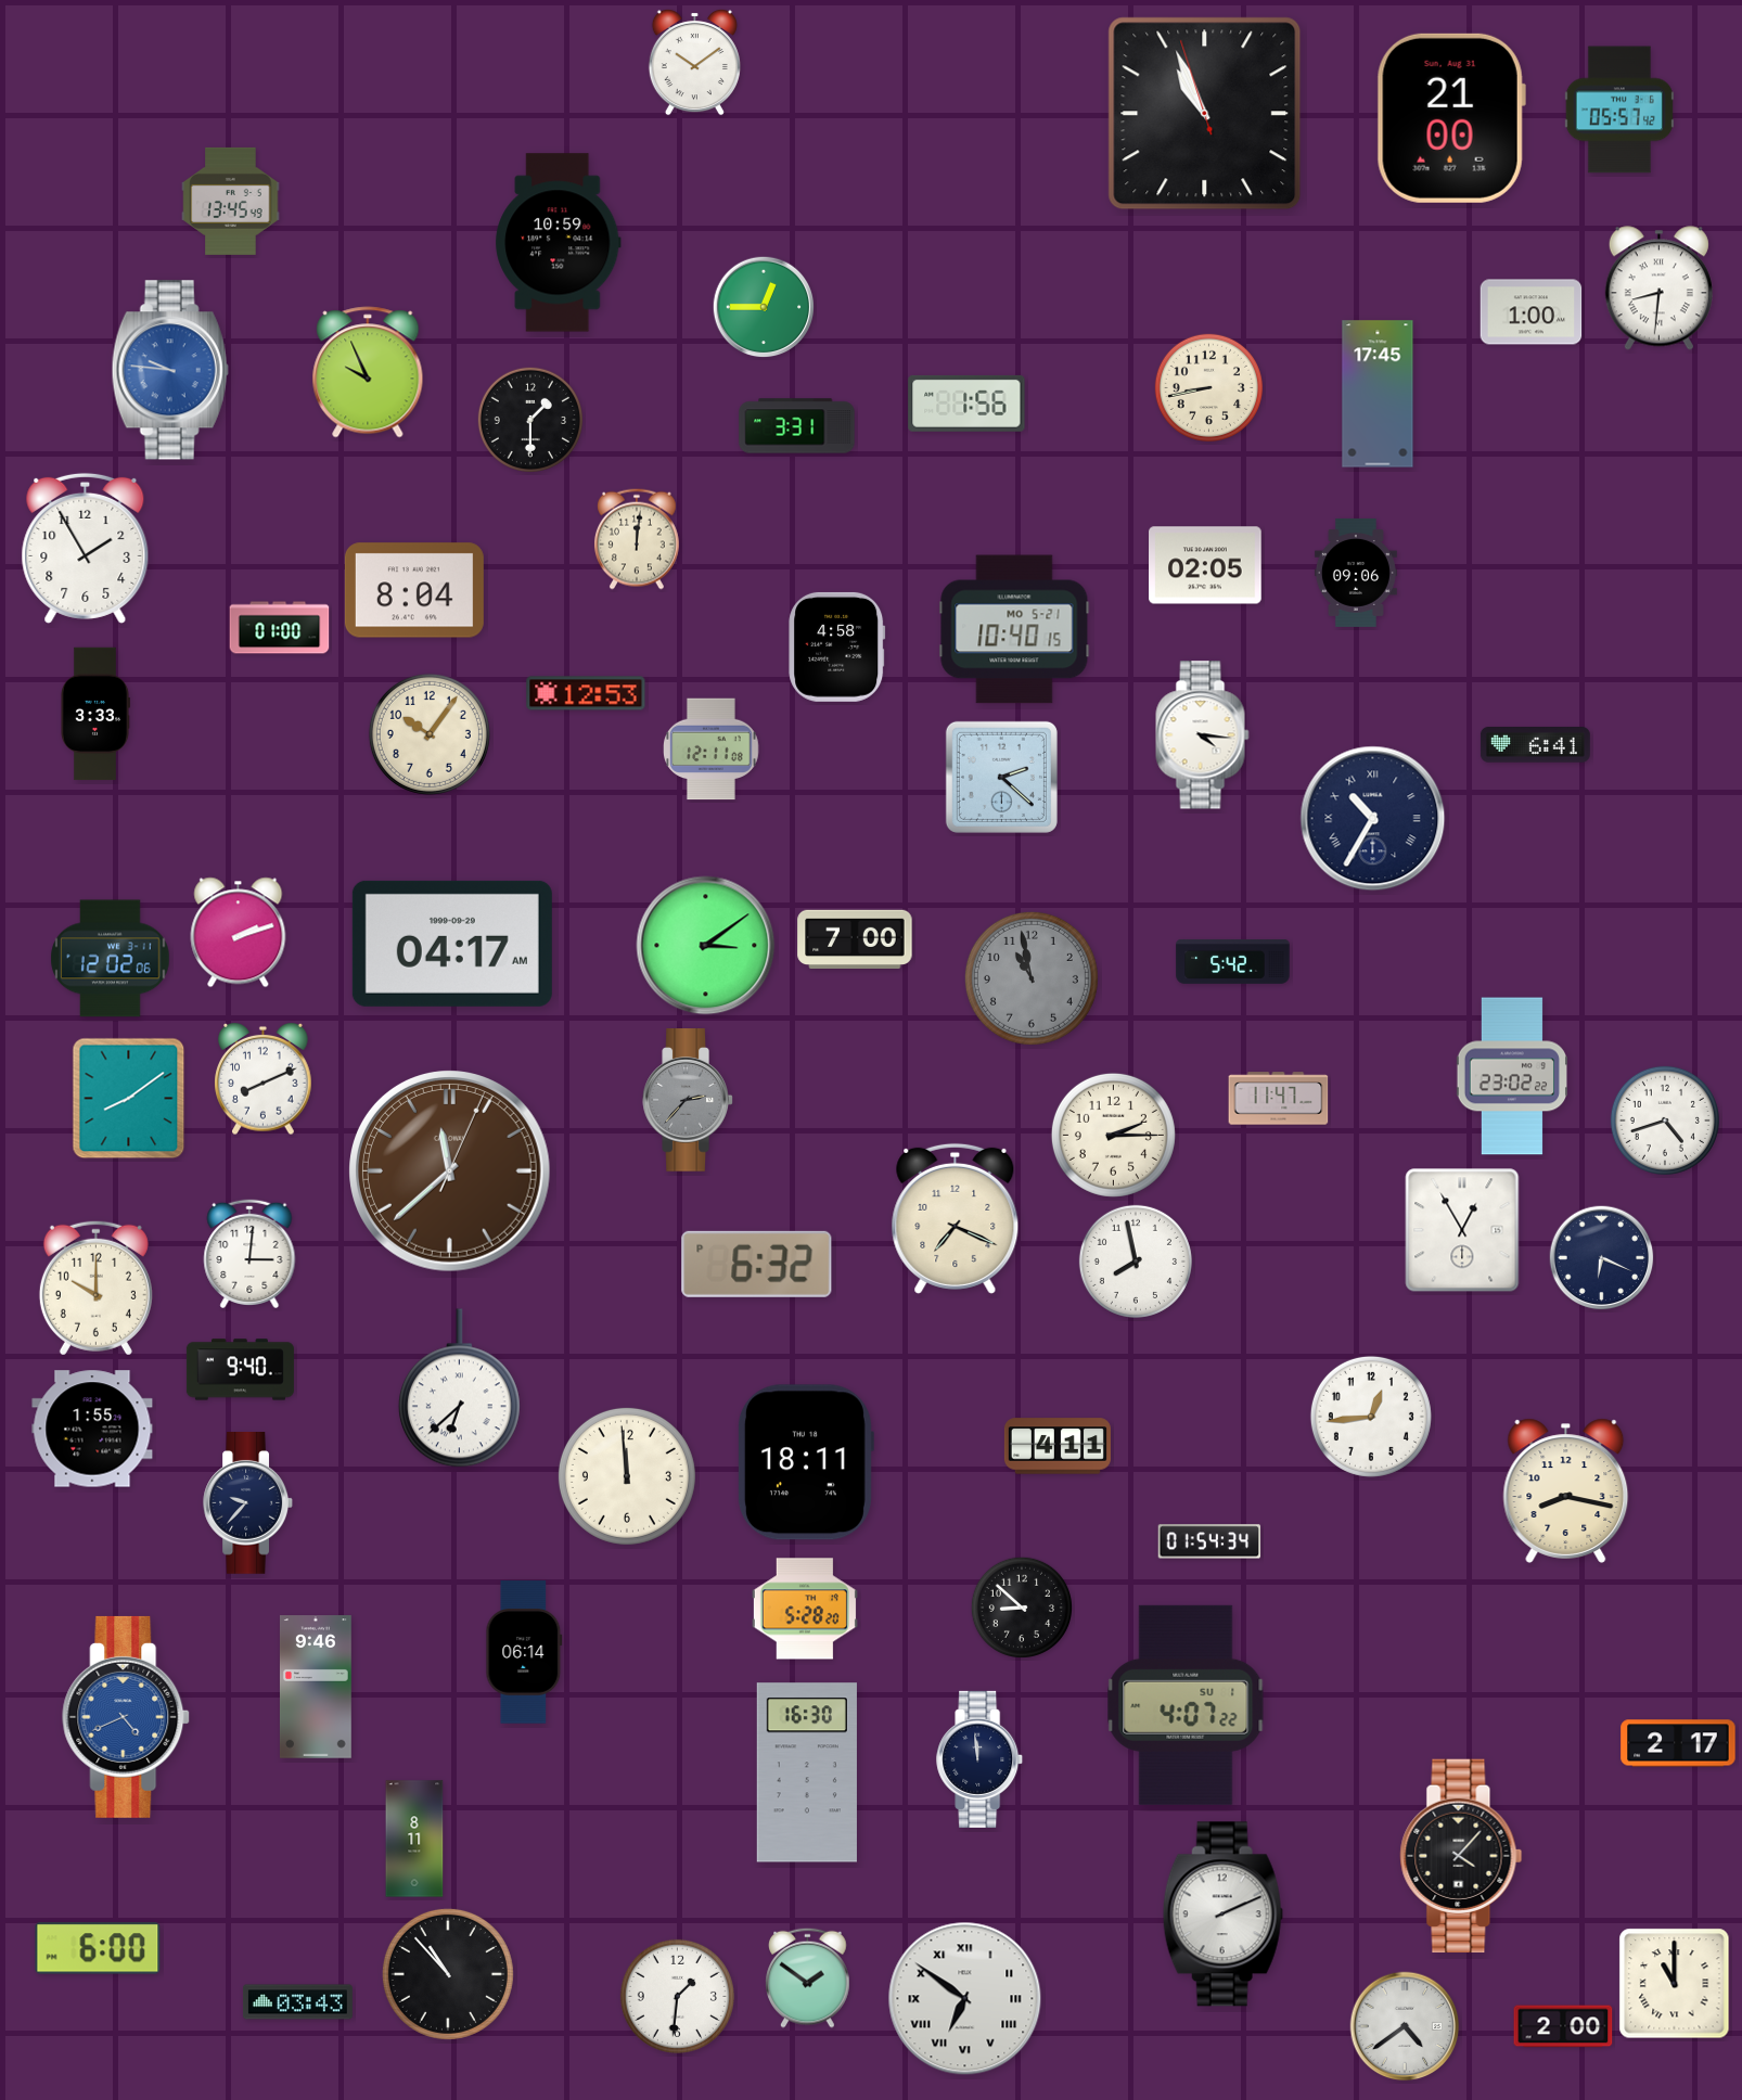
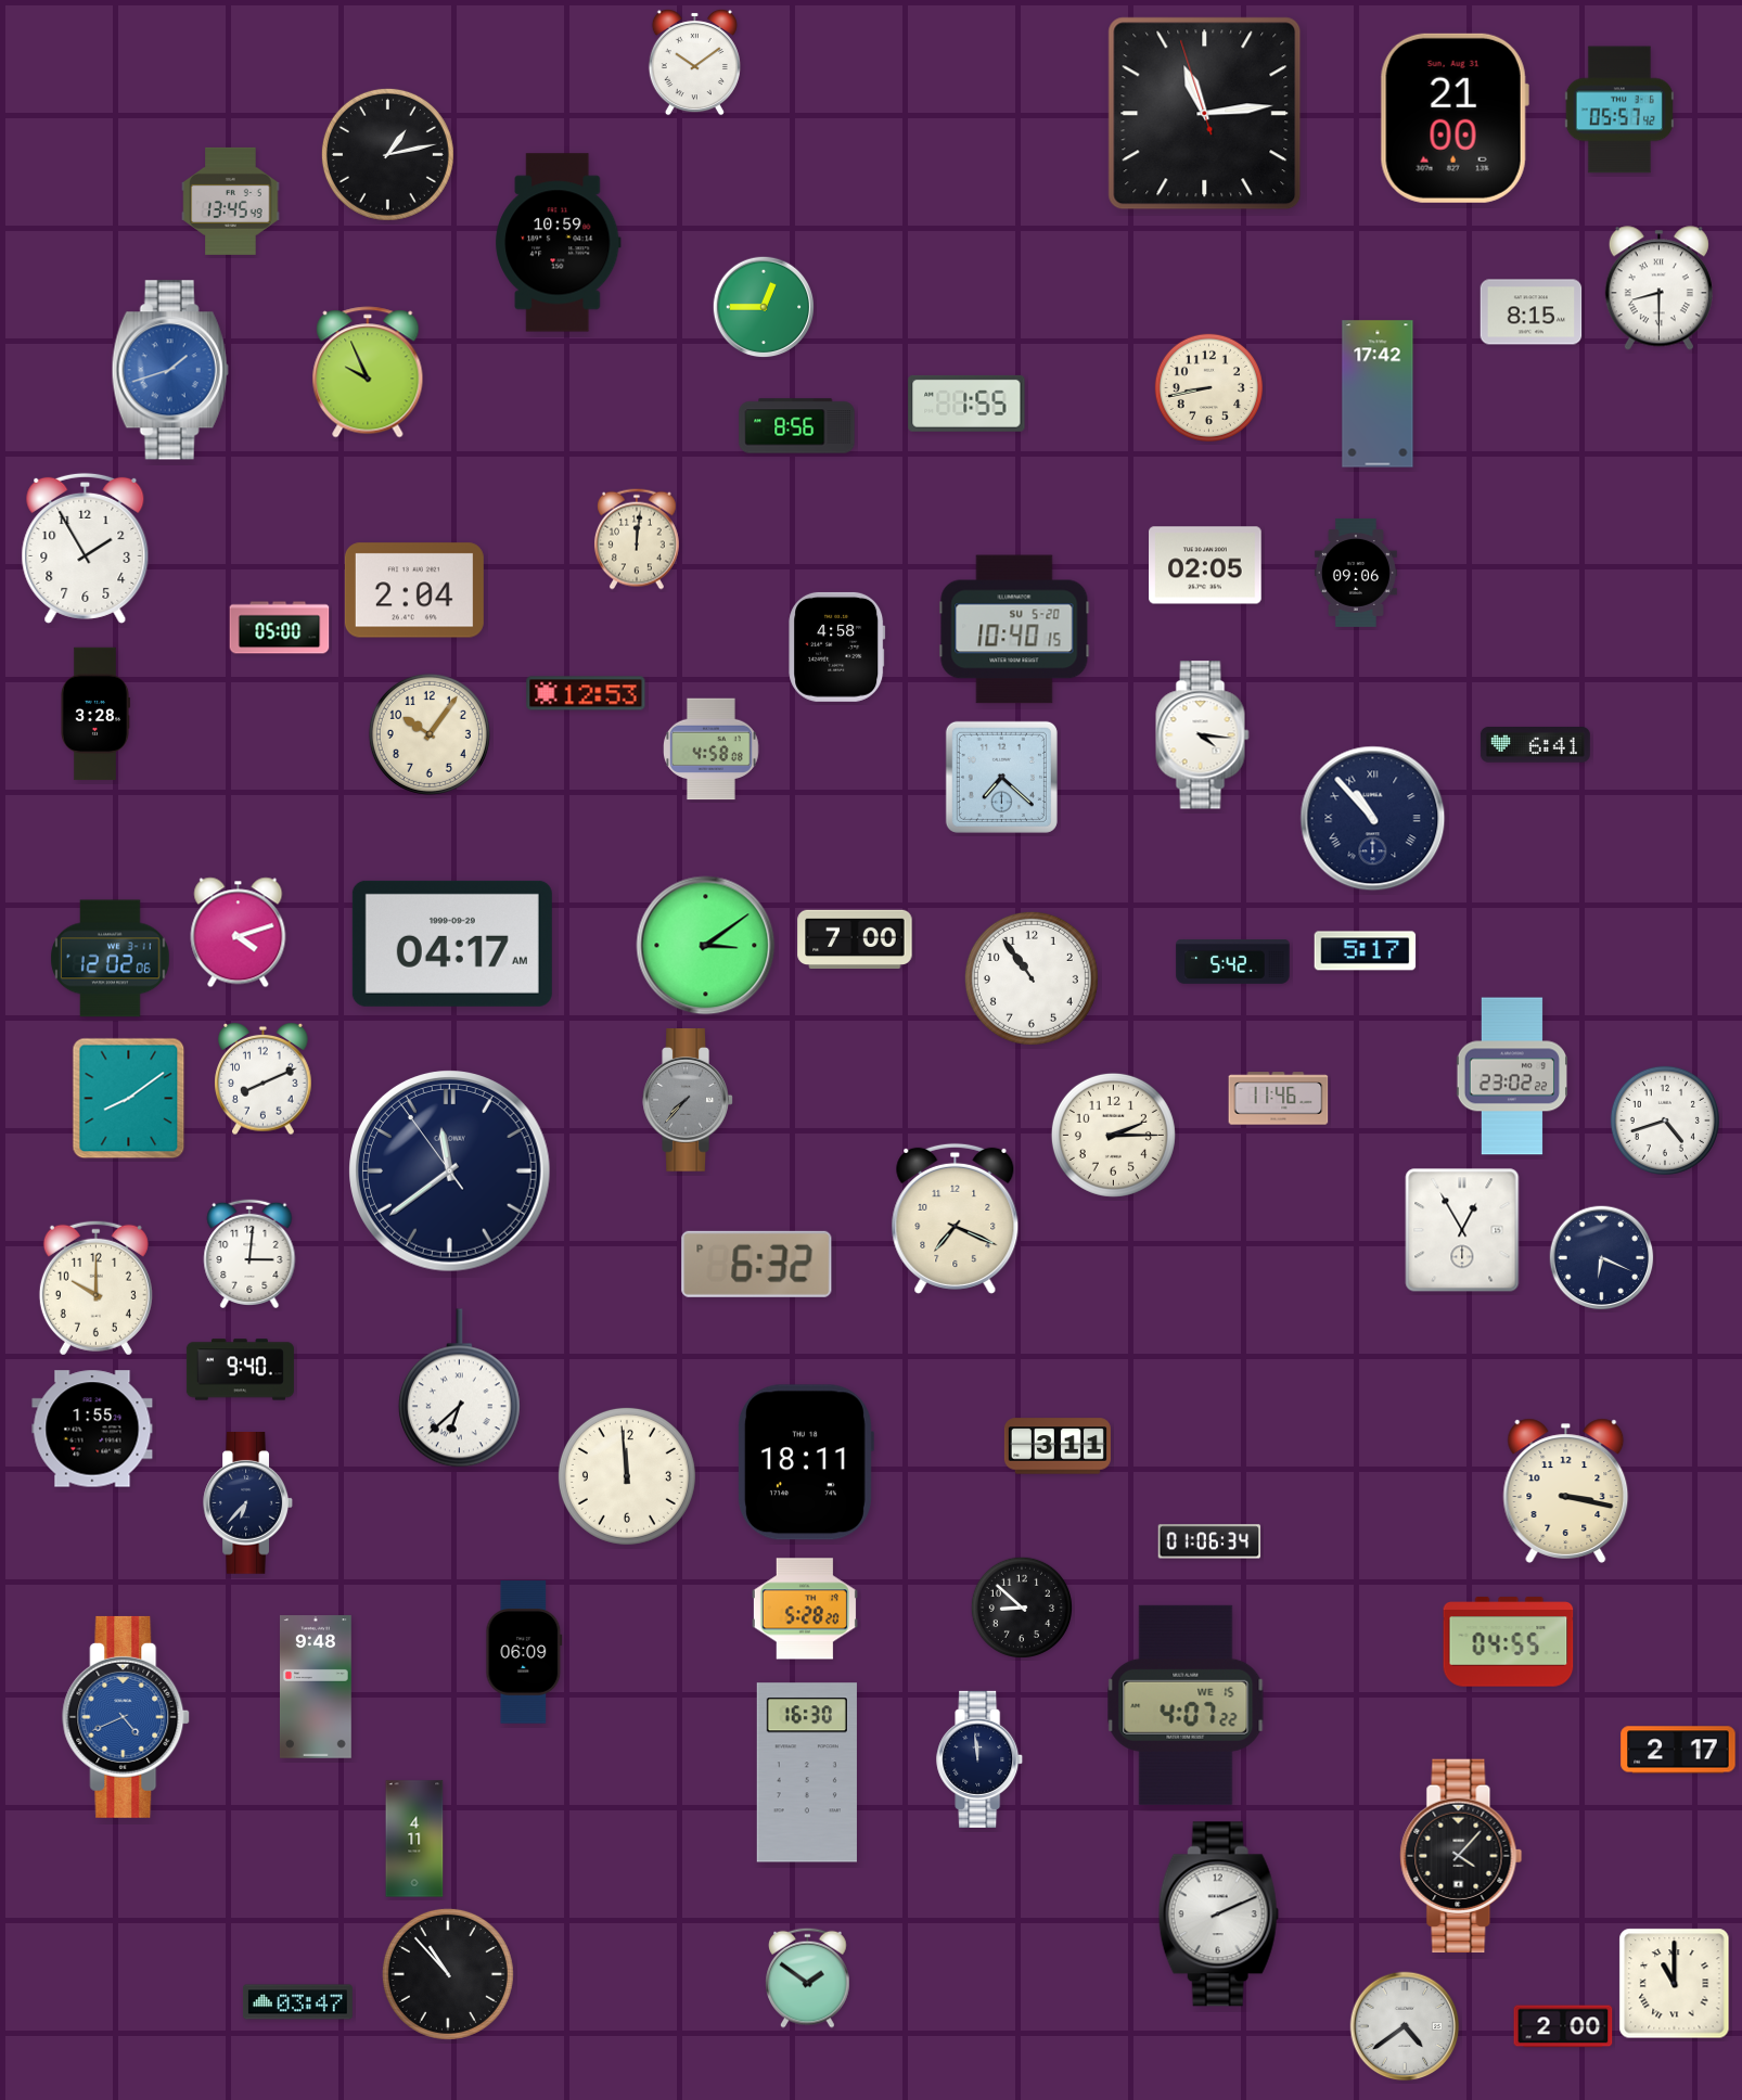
clock at (1205, 114): 10:55 -> 11:13
clock at (1451, 118) position: (1451, 118) -> (1455, 118)
clock at (387, 154): none -> 1:13
clock at (1658, 289): 8:31 -> 8:30
clock at (1532, 312): 1:00 -> 8:15
clock at (170, 370): 9:46 -> 1:42
clock at (1378, 394): 17:45 -> 17:42
clock at (966, 404): 1:56 -> 1:55
clock at (530, 420): 1:30 -> none
clock at (797, 426): 3:31 -> 8:56
clock at (414, 590): 8:04 -> 2:04
clock at (280, 628): 01:00 -> 05:00
clock at (1014, 629) date: MO 5-21 -> SU 5-20
clock at (95, 714): 3:33 -> 3:28
clock at (712, 750): 12:11 -> 4:58
clock at (1001, 777): 2:22 -> 7:22
clock at (1373, 819): 10:35 -> 10:53
clock at (239, 933): 2:12 -> 4:12
clock at (1366, 951): none -> 5:17
clock at (1032, 978): 10:58 -> 10:54
clock at (1032, 978) dial: grey -> white
clock at (1279, 1099): 11:47 -> 11:46
clock at (688, 1100): 2:37 -> 7:37
clock at (450, 1171): 11:38:04 -> 11:38:54
clock at (450, 1171) dial: brown -> navy
clock at (1136, 1262): 7:58 -> none
clock at (1371, 1417): 12:44 -> none
clock at (1058, 1446): 4:11 -> 3:11
clock at (1566, 1490): 8:17 -> 3:17
clock at (247, 1503): 9:37 -> 6:37
clock at (1209, 1541): 01:54 -> 01:06
clock at (1509, 1642): none -> 04:55
clock at (524, 1652): 06:14 -> 06:09
clock at (316, 1687): 9:46 -> 9:48
clock at (1186, 1705) date: SU 1 -> WE 15
clock at (1678, 1743) position: (1678, 1743) -> (1678, 1750)
clock at (414, 1839): 8:11 -> 4:11
clock at (1222, 1915) position: (1222, 1915) -> (1218, 1915)
clock at (98, 1948): 6:00 -> none
clock at (677, 1996): 1:31 -> none
clock at (965, 1999): 6:51 -> none
clock at (297, 2002): 03:43 -> 03:47
